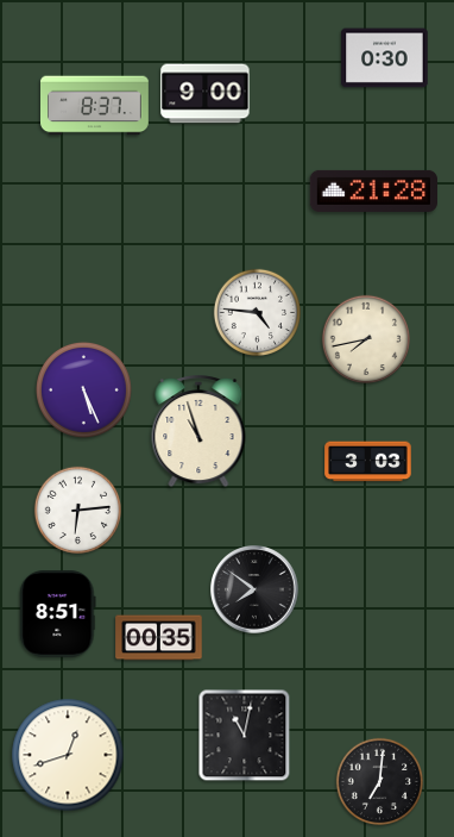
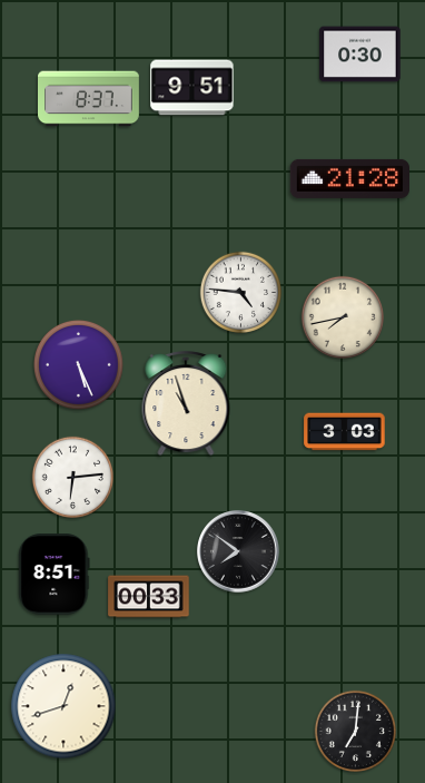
clock at (206, 94): 9:00 -> 9:51
clock at (159, 638): 00:35 -> 00:33
clock at (245, 736): 11:02 -> none
